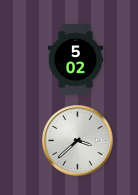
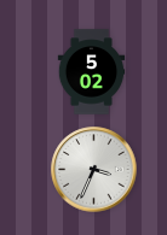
clock at (78, 141): 3:38 -> 3:34
